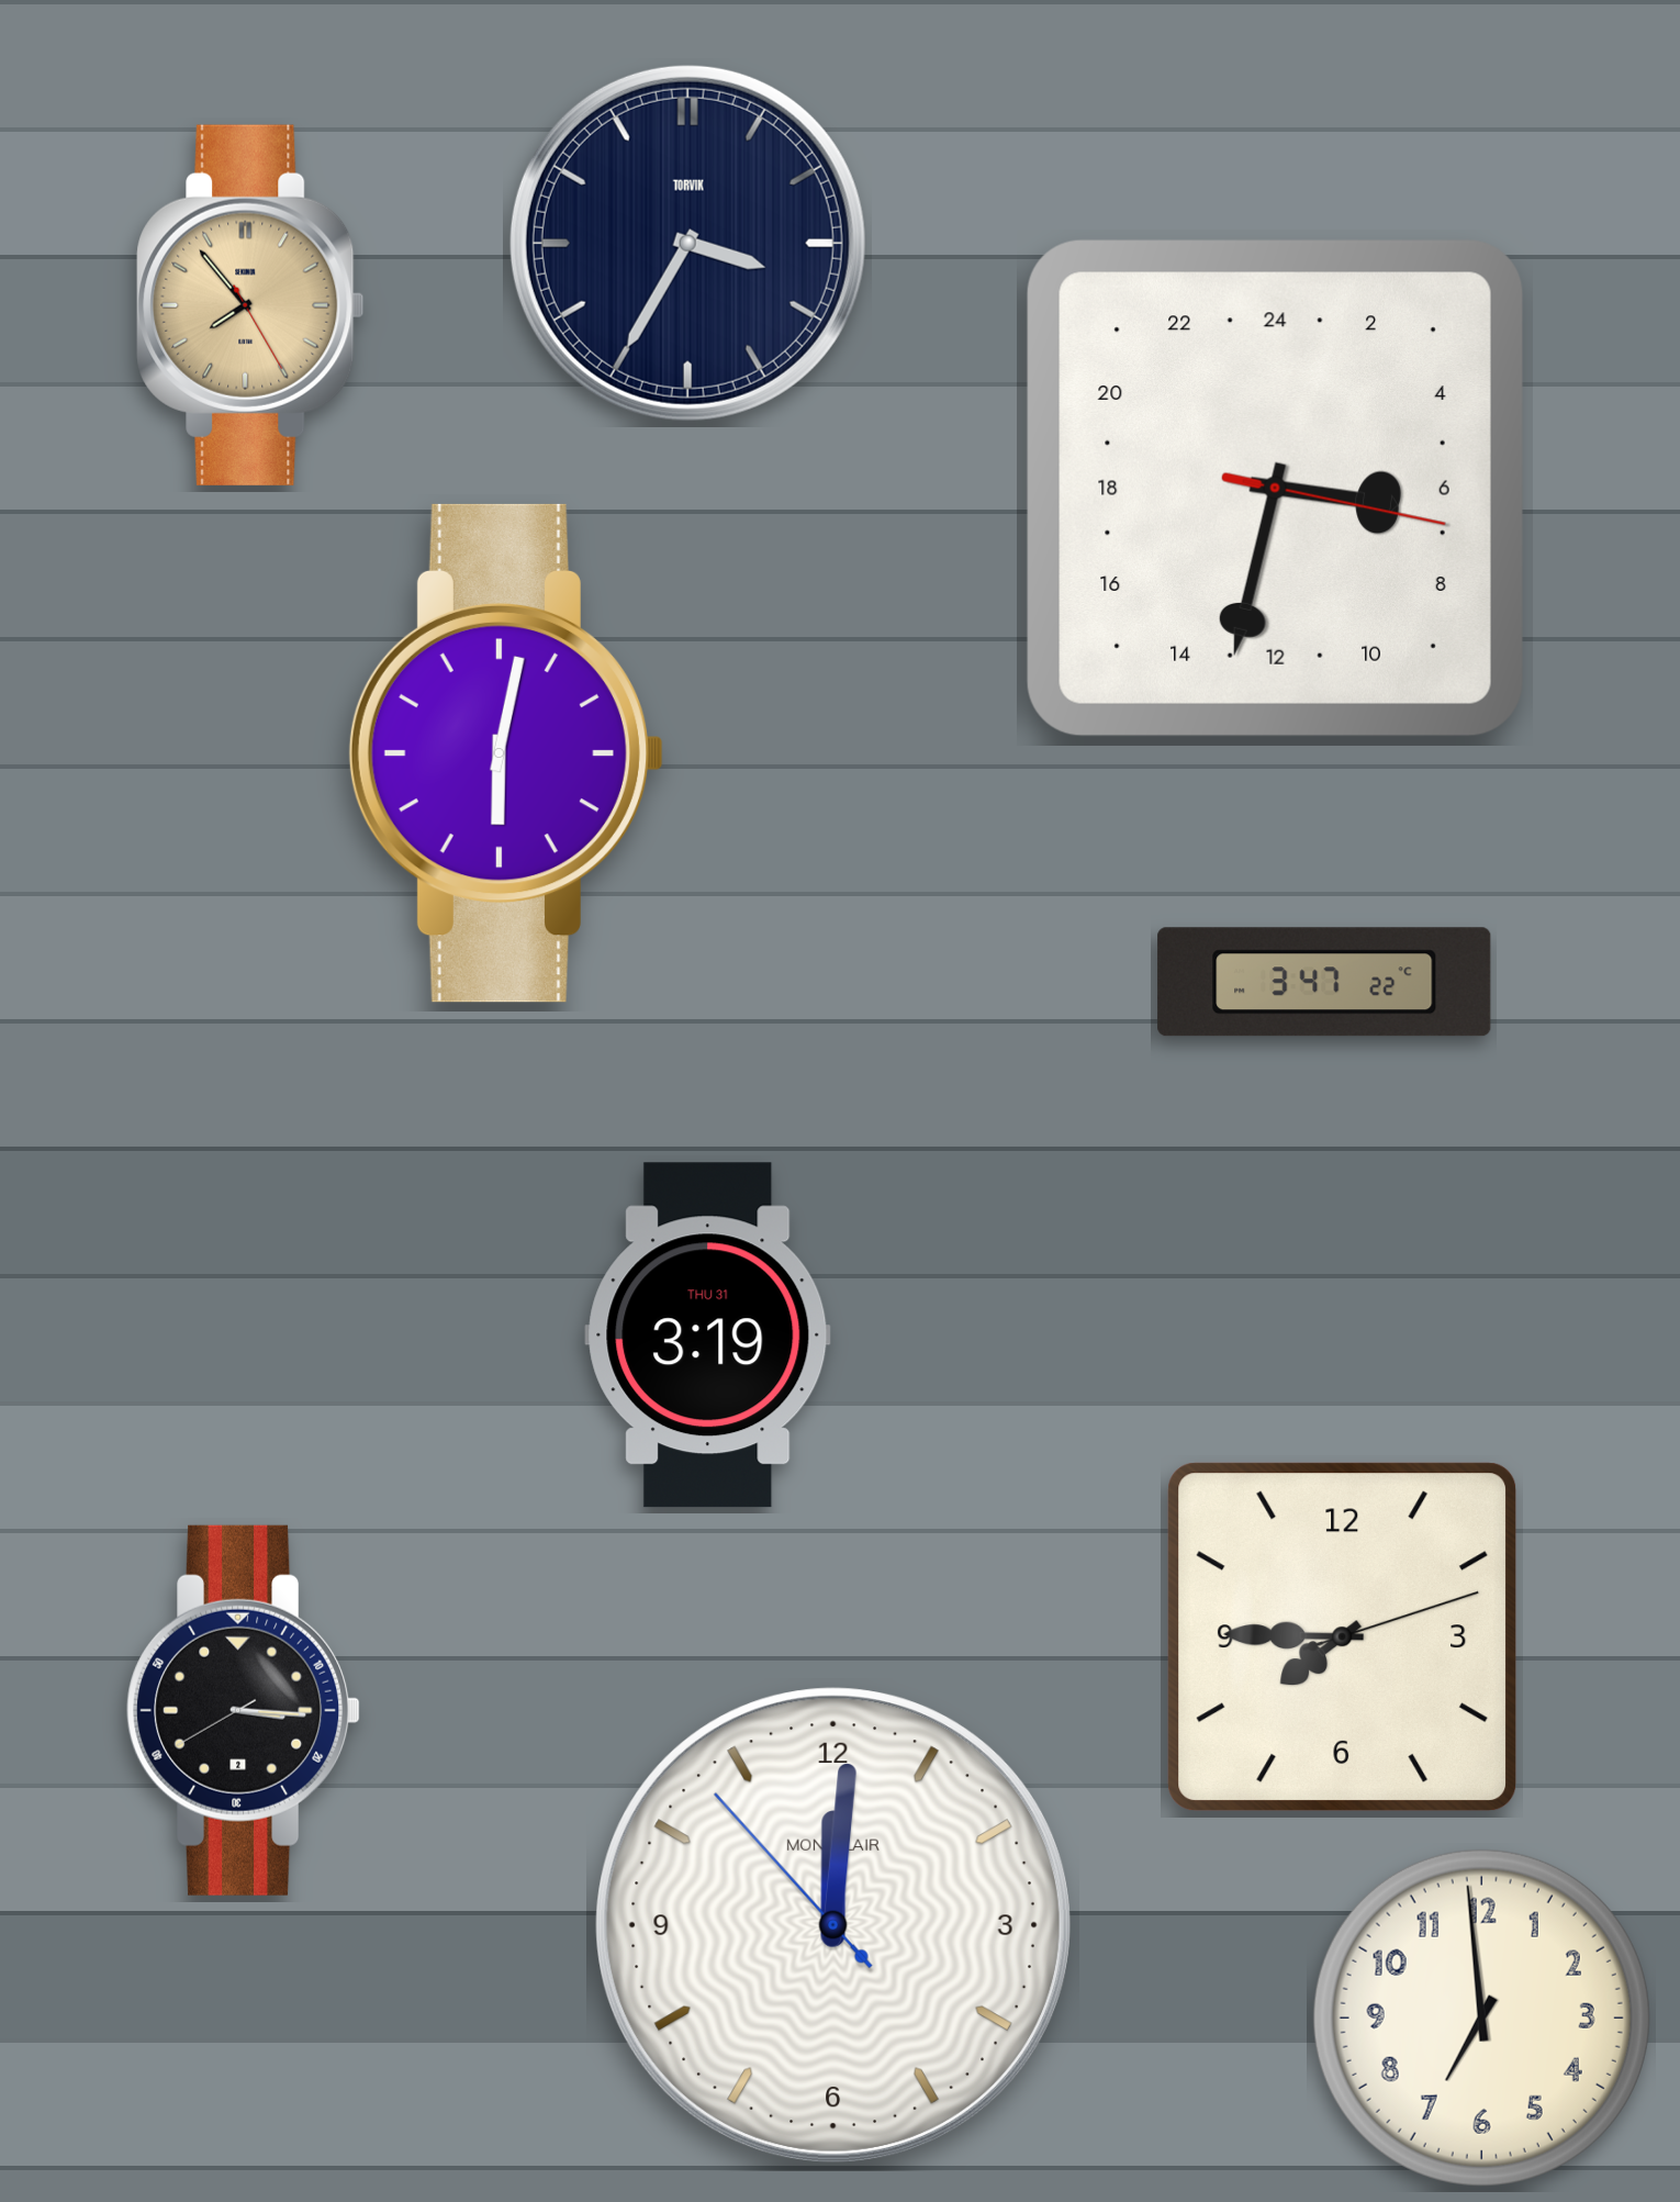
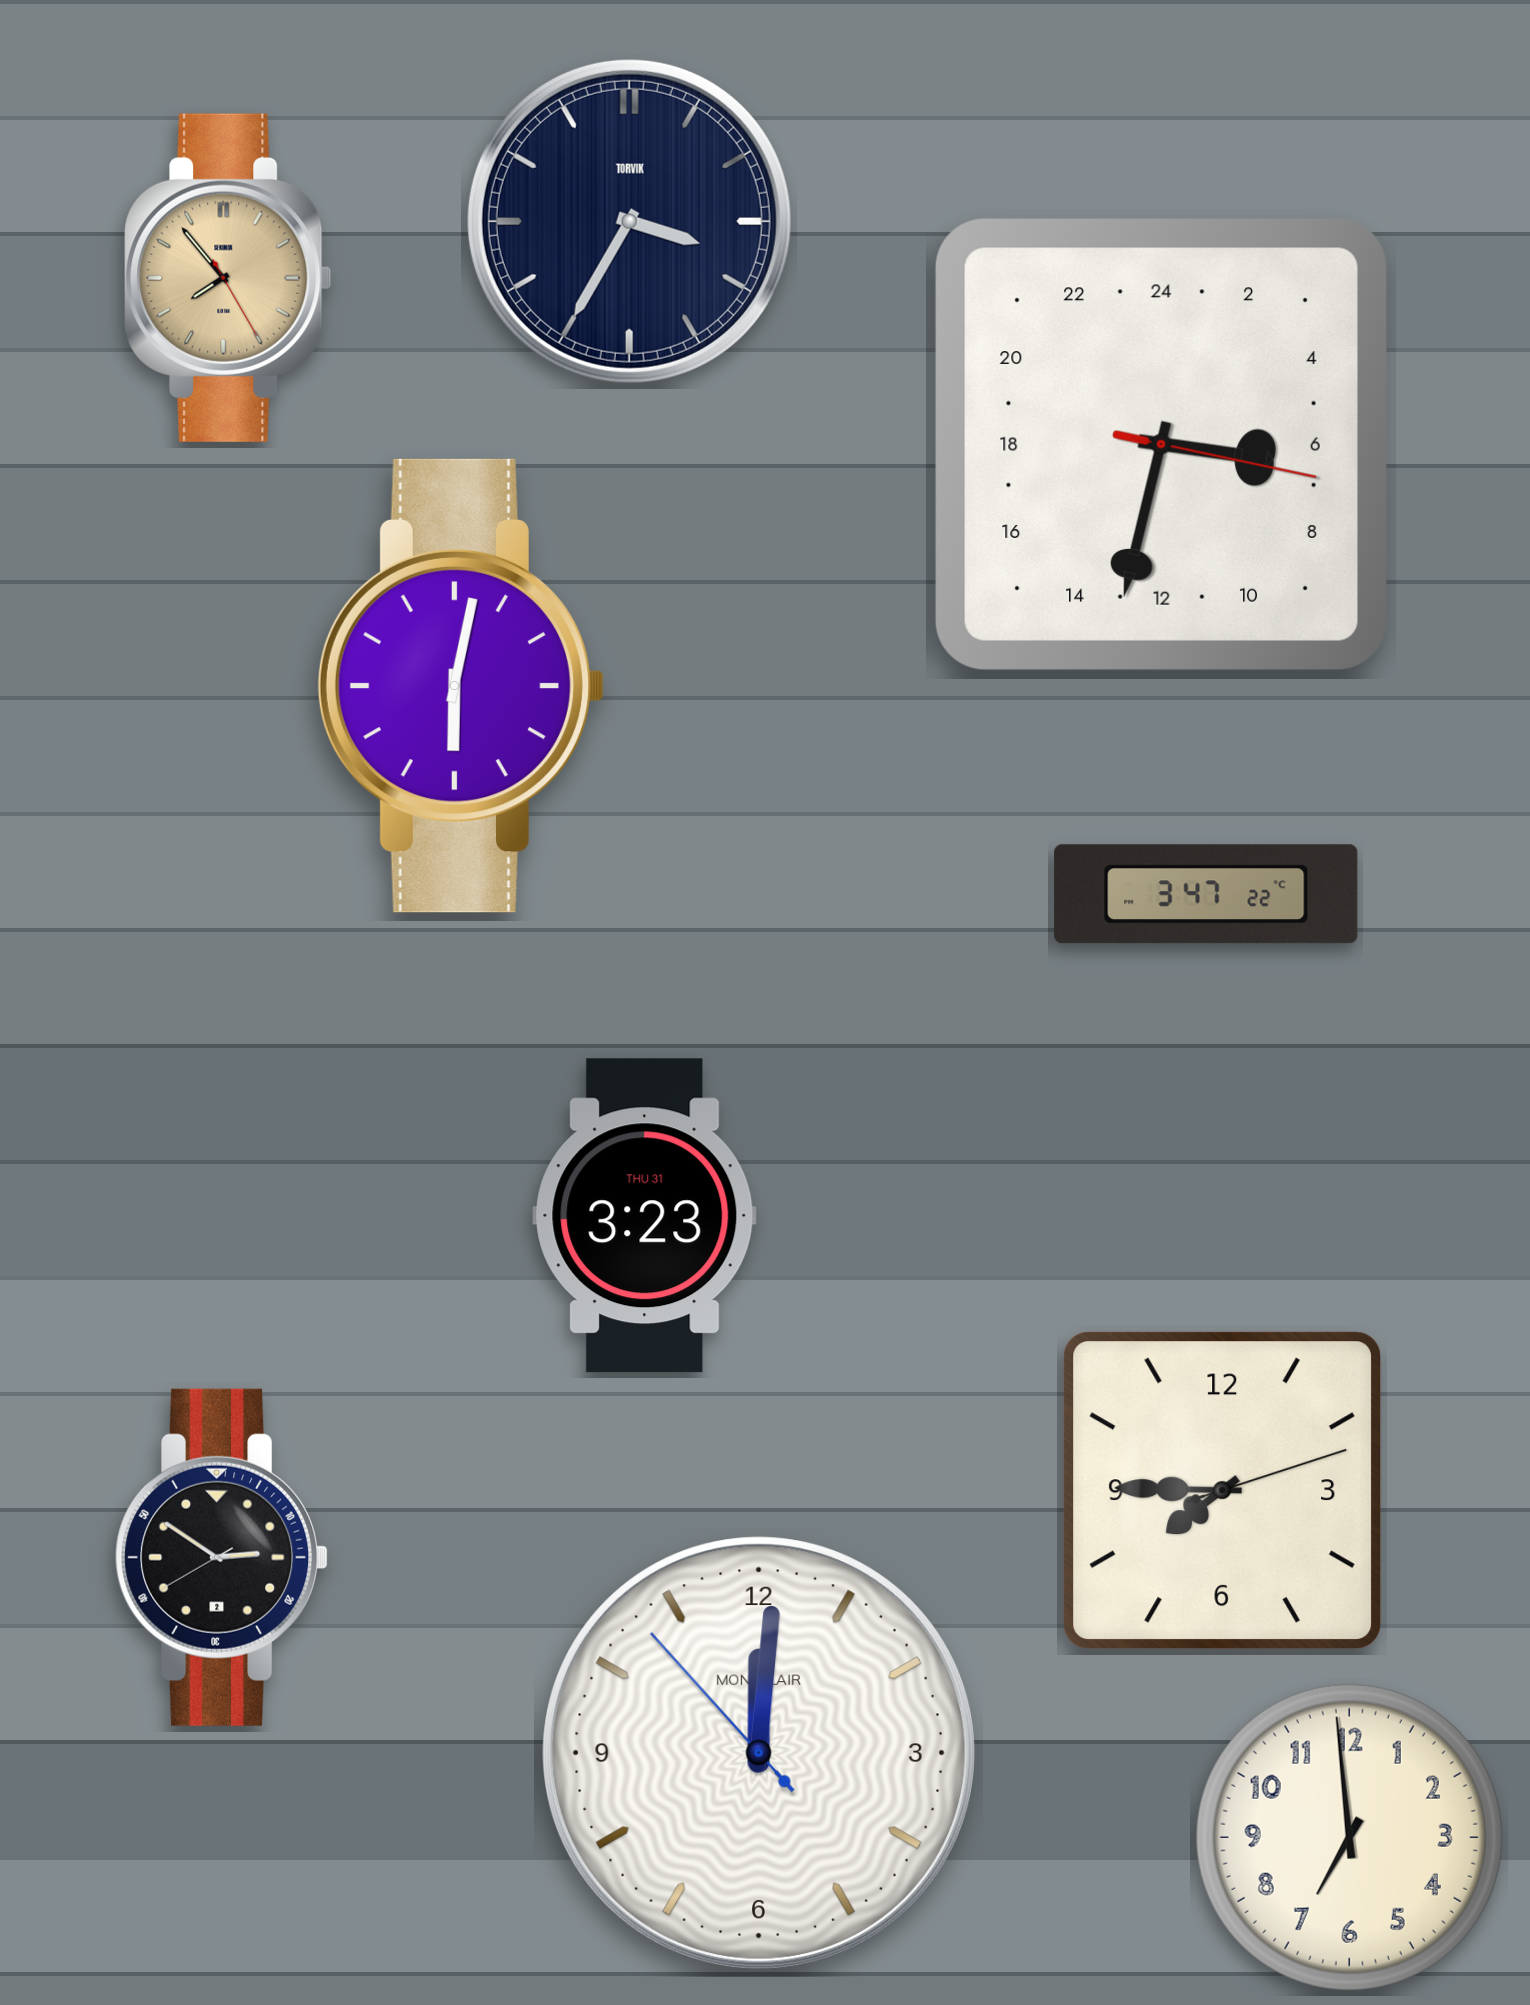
clock at (687, 243) position: (687, 243) -> (629, 221)
clock at (708, 1335): 3:19 -> 3:23
clock at (244, 1710): 3:15 -> 2:50
